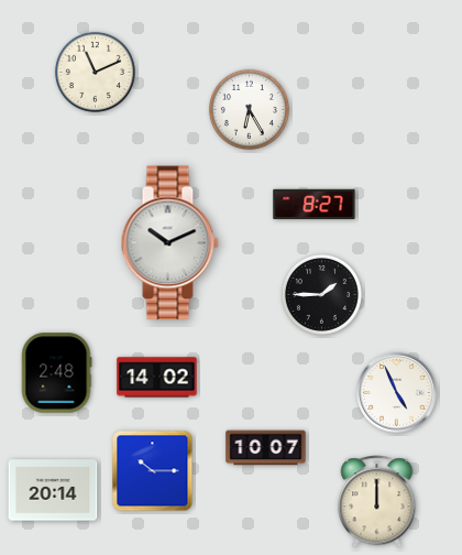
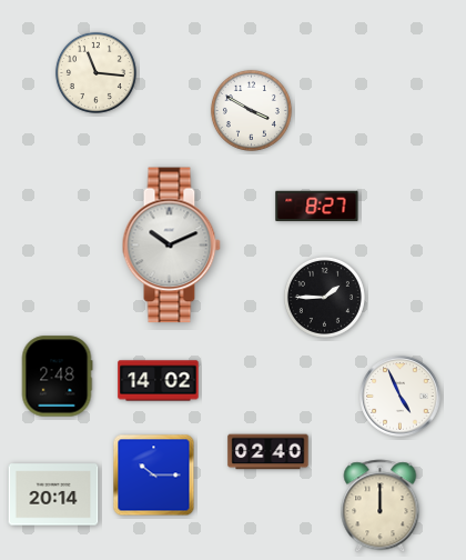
clock at (95, 72): 11:11 -> 11:16
clock at (249, 109): 6:25 -> 3:50
clock at (266, 448): 10:07 -> 02:40
